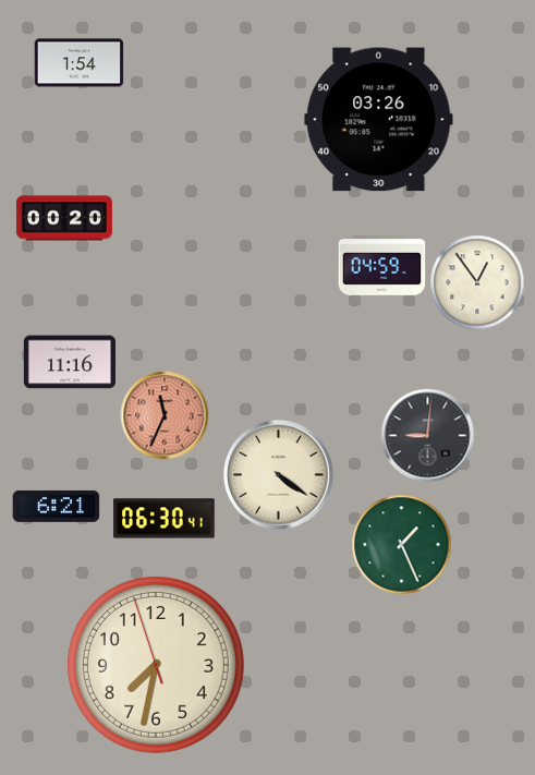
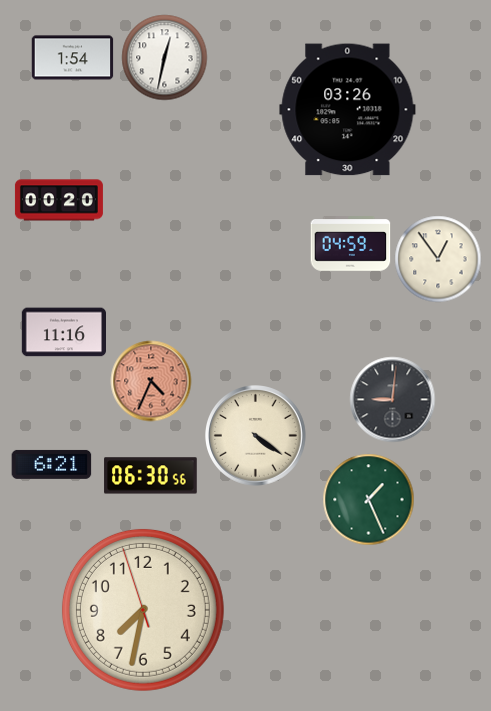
clock at (165, 58): none -> 12:32
clock at (165, 415): 11:34 -> 4:34
clock at (165, 519): 06:30:41 -> 06:30:56
